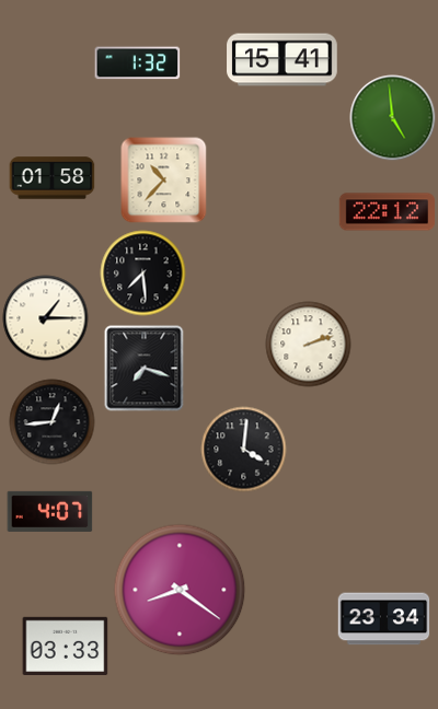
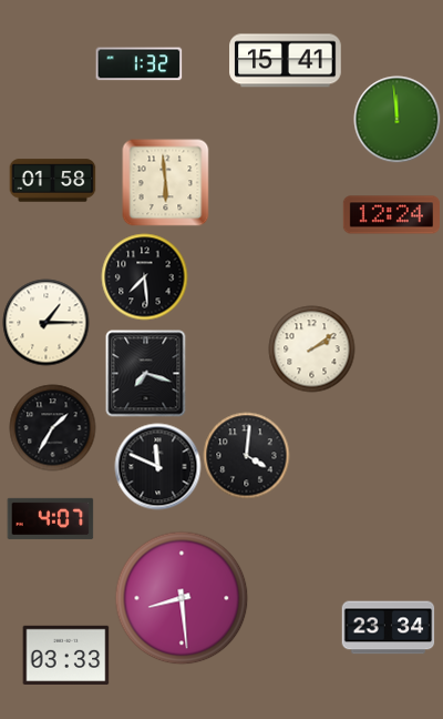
clock at (392, 117): 4:59 -> 11:59
clock at (163, 179): 10:37 -> 5:59
clock at (387, 212): 22:12 -> 12:24
clock at (308, 344): 2:12 -> 2:09
clock at (51, 421): 12:44 -> 1:35
clock at (157, 466): none -> 11:49
clock at (180, 590): 8:21 -> 8:29
